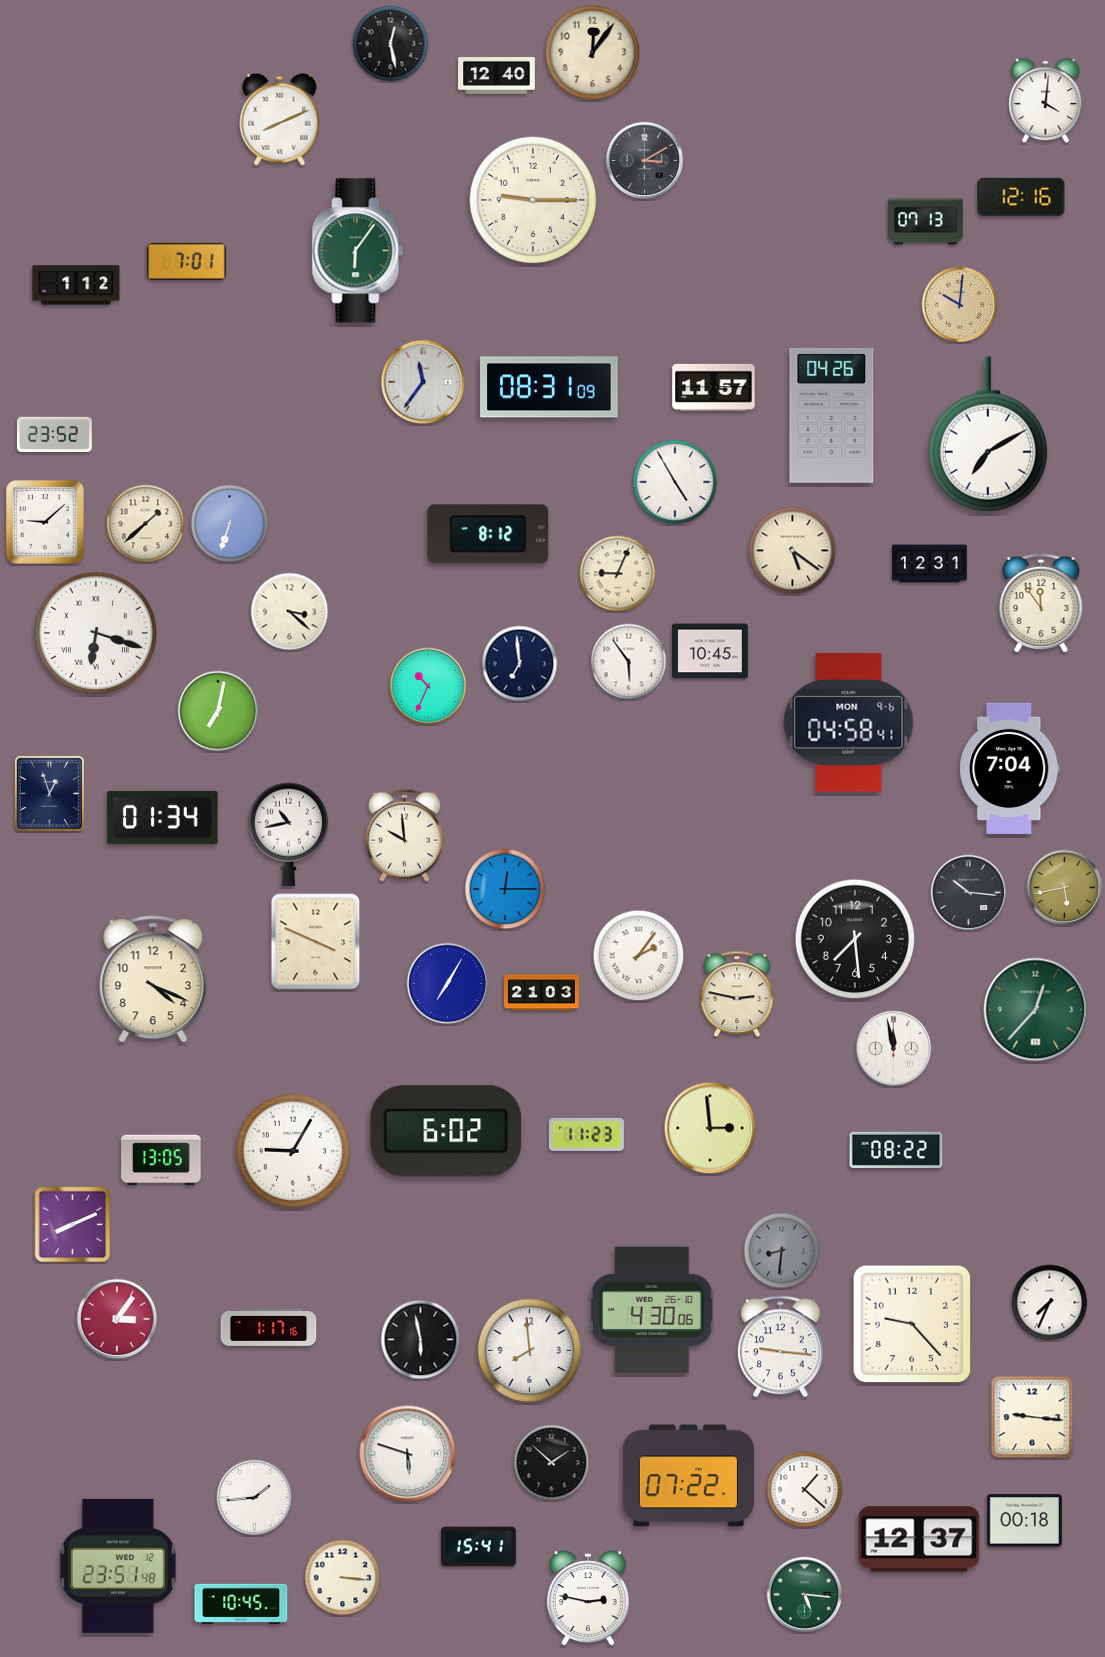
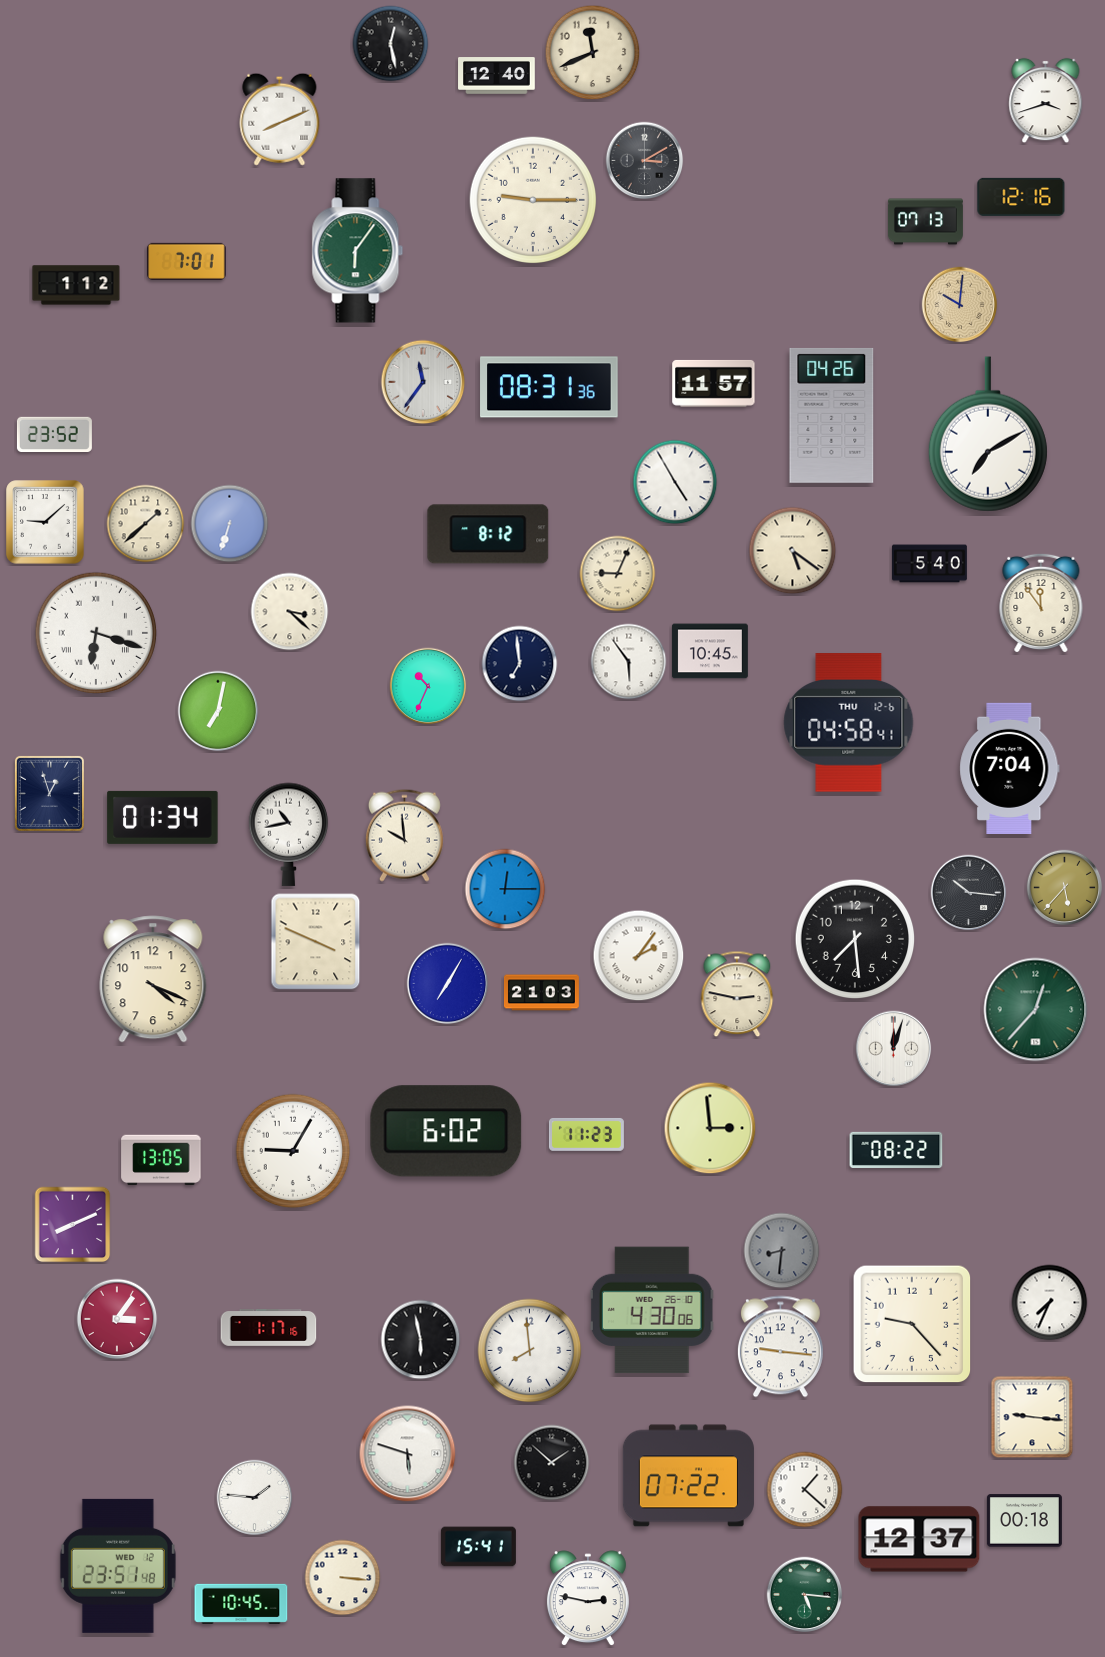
clock at (593, 53): 12:06 -> 11:41
clock at (1046, 101): 4:01 -> 3:42
clock at (549, 387): 08:31:09 -> 08:31:36
clock at (714, 387) position: (714, 387) -> (714, 383)
clock at (929, 564): 12:31 -> 5:40
clock at (849, 723) date: MON 9-6 -> THU 12-6
clock at (1065, 888): 5:43 -> 5:37
clock at (894, 1049): 11:58 -> 12:03
clock at (255, 1498): 1:44 -> 1:46
